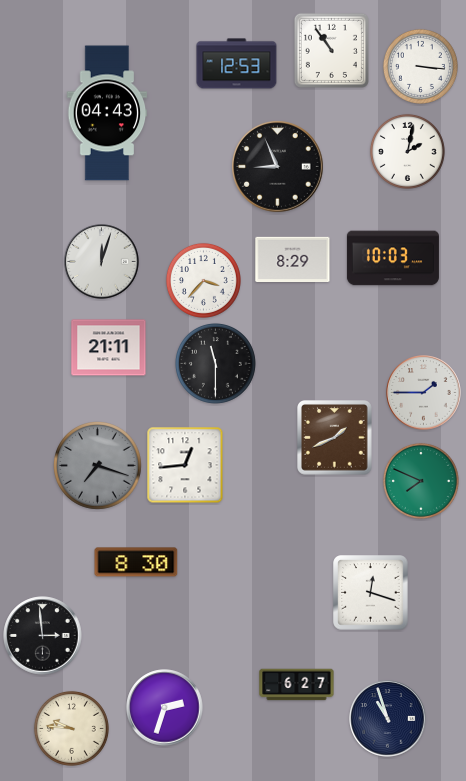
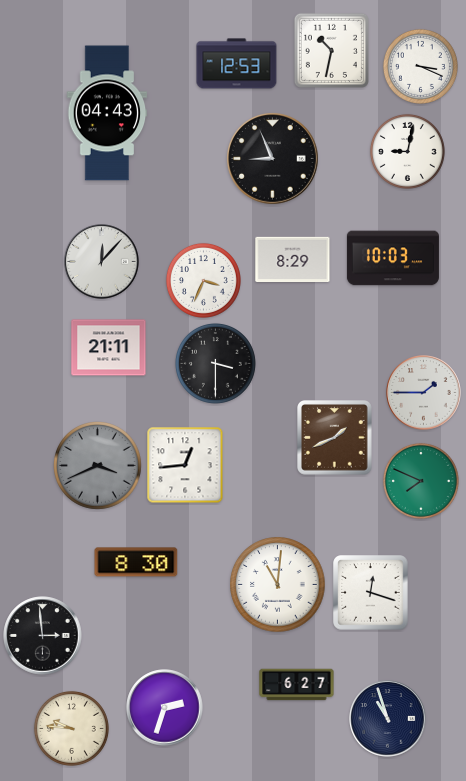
clock at (331, 50): 10:54 -> 10:32
clock at (420, 66): 3:16 -> 3:19
clock at (407, 151): 2:02 -> 9:02
clock at (278, 167) position: (278, 167) -> (273, 159)
clock at (102, 262): 12:03 -> 12:07
clock at (203, 280): 3:37 -> 3:34
clock at (215, 363): 11:30 -> 3:30
clock at (98, 466): 7:18 -> 3:41
clock at (278, 585): none -> 11:01
